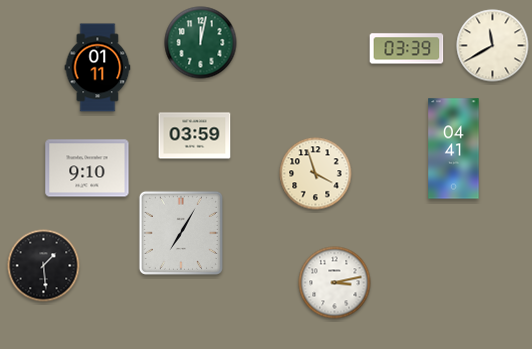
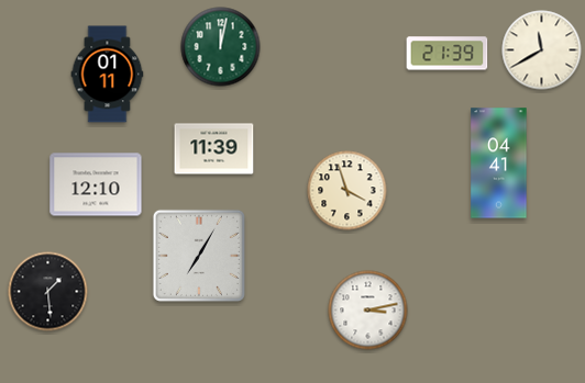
clock at (407, 49): 03:39 -> 21:39
clock at (195, 136): 03:59 -> 11:39
clock at (87, 168): 9:10 -> 12:10
